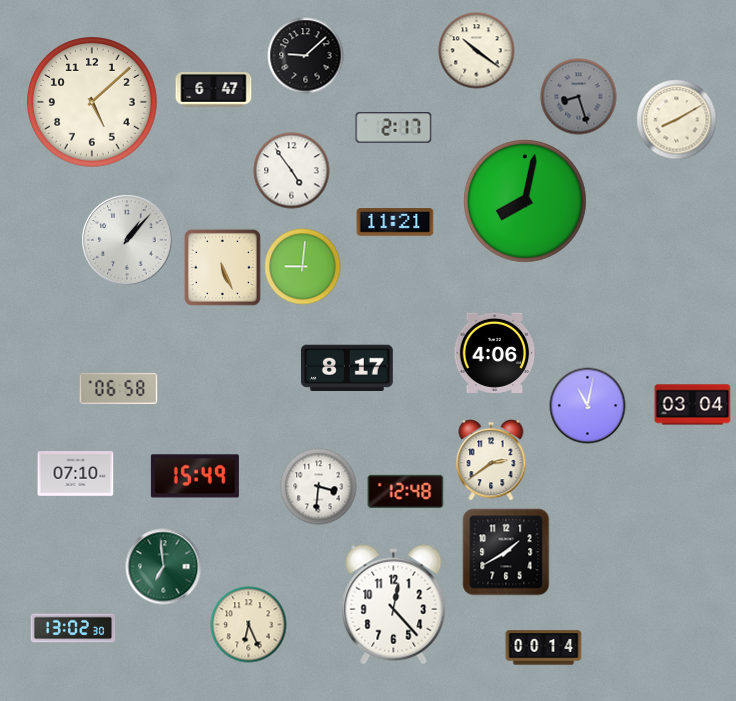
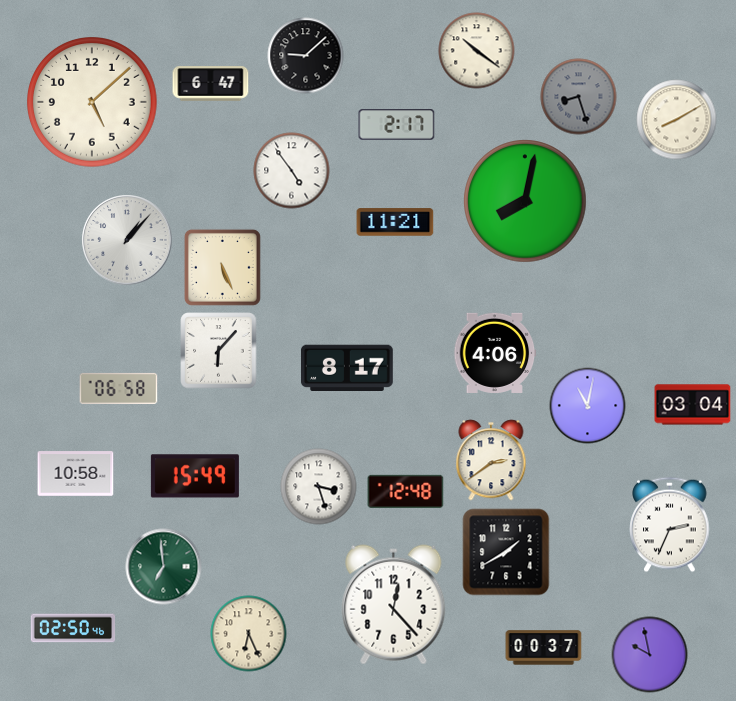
clock at (214, 90) position: (214, 90) -> (211, 84)
clock at (394, 128) position: (394, 128) -> (397, 125)
clock at (303, 267): 9:01 -> none
clock at (219, 351): none -> 6:07
clock at (76, 474): 07:10 -> 10:58
clock at (319, 487): 3:31 -> 3:27
clock at (670, 525): none -> 2:34
clock at (249, 625) position: (249, 625) -> (249, 634)
clock at (73, 628): 13:02 -> 02:50
clock at (544, 648): 00:14 -> 00:37
clock at (650, 655): none -> 9:58
